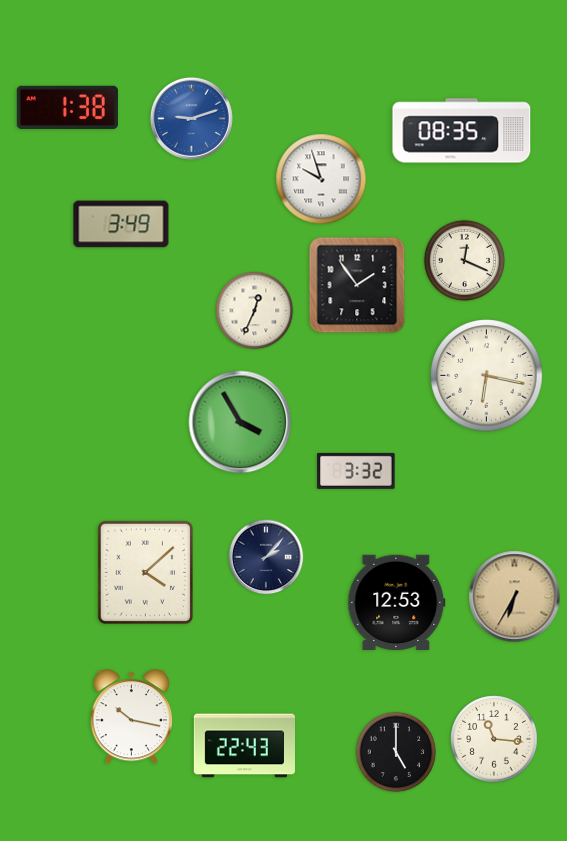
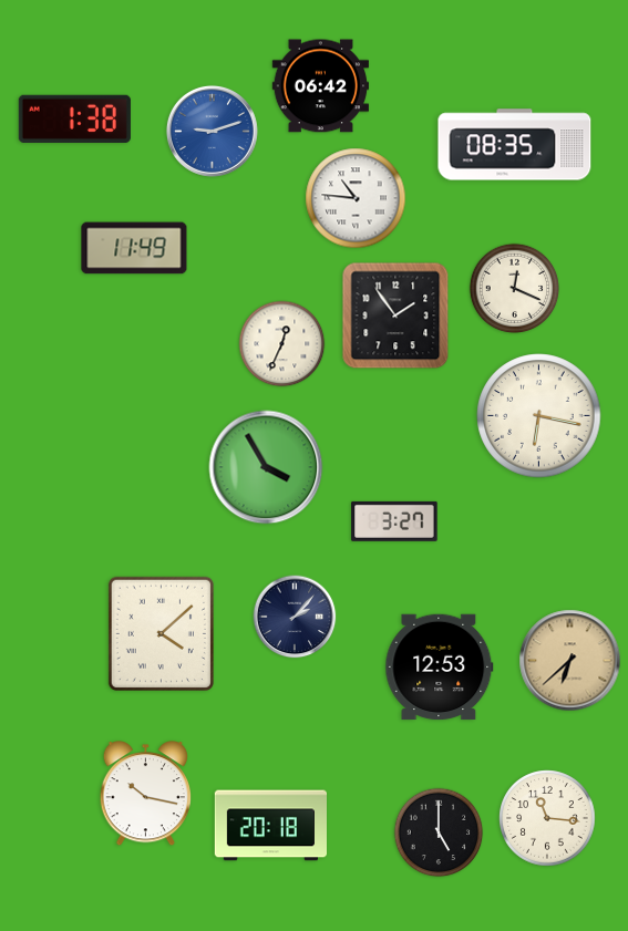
clock at (320, 86): none -> 06:42
clock at (462, 131) position: (462, 131) -> (515, 145)
clock at (321, 179): 9:57 -> 10:46
clock at (121, 224): 3:49 -> 11:49
clock at (356, 471): 3:32 -> 3:27
clock at (515, 597): 6:35 -> 6:38
clock at (244, 746): 22:43 -> 20:18
